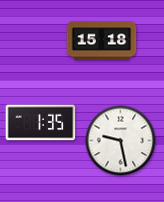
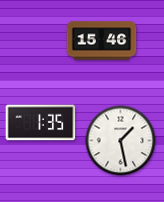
clock at (102, 41): 15:18 -> 15:46
clock at (121, 141): 9:28 -> 1:28
